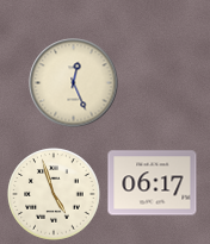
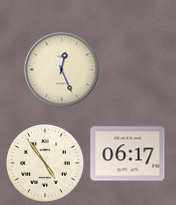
clock at (54, 194): 4:57 -> 4:54
